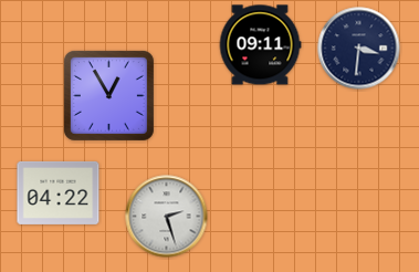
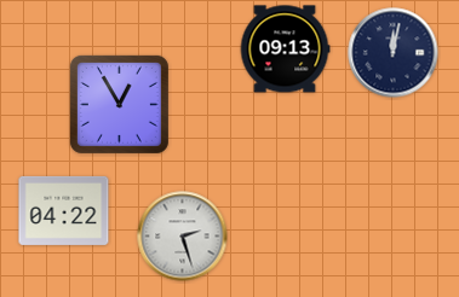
clock at (260, 45): 09:11 -> 09:13
clock at (359, 49): 3:31 -> 12:02
